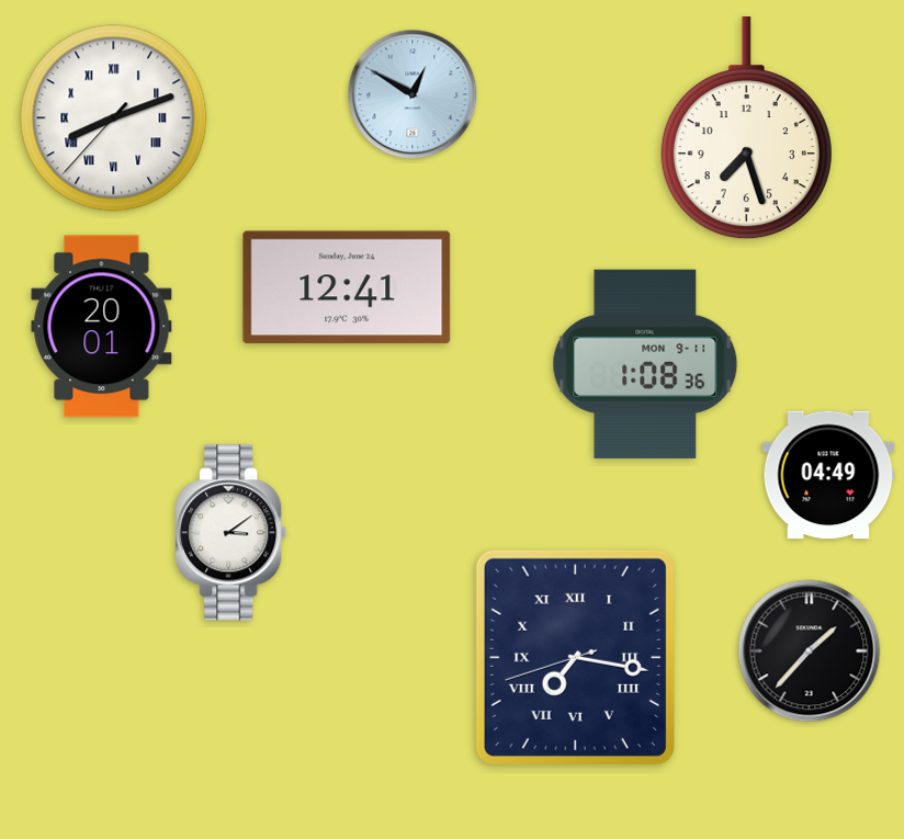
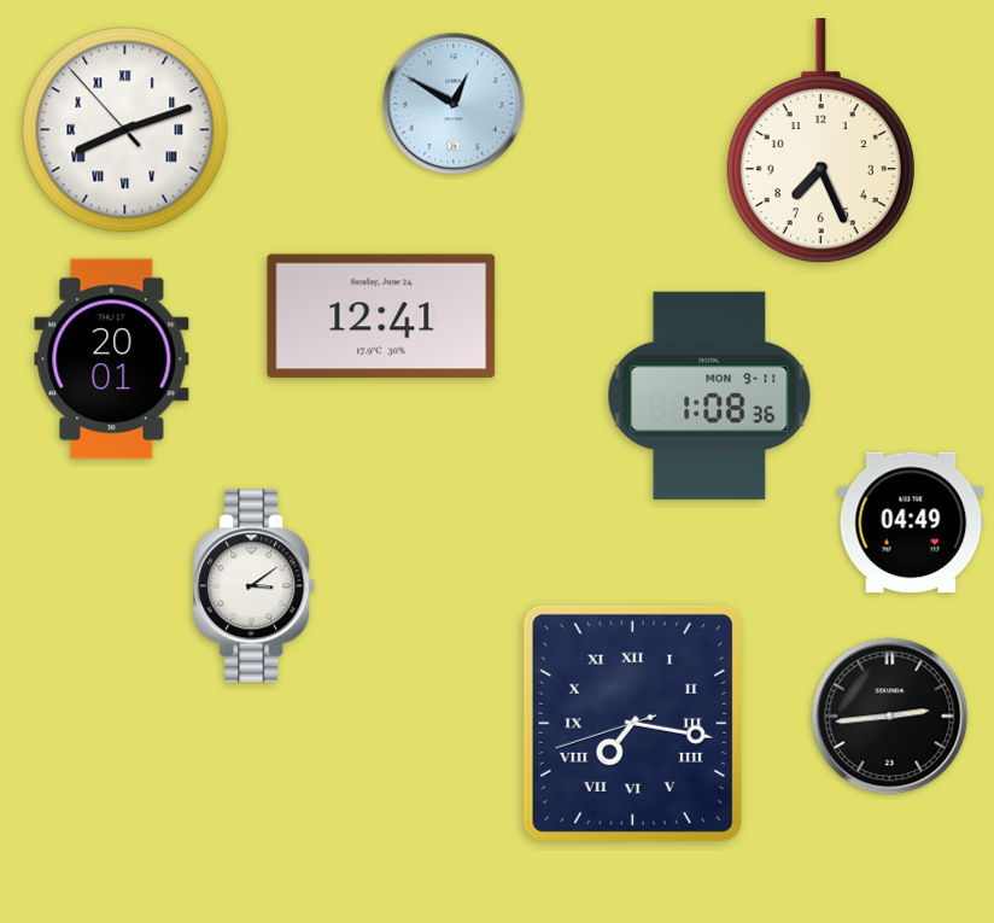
clock at (114, 118): 8:11:37 -> 8:11:53
clock at (746, 129): 7:27 -> 7:26
clock at (645, 364) position: (645, 364) -> (709, 396)
clock at (810, 651): 1:37 -> 2:44
